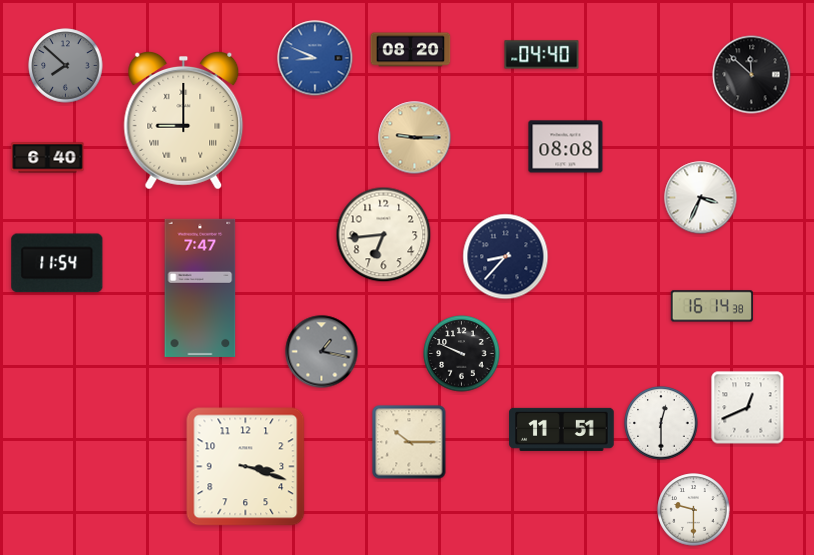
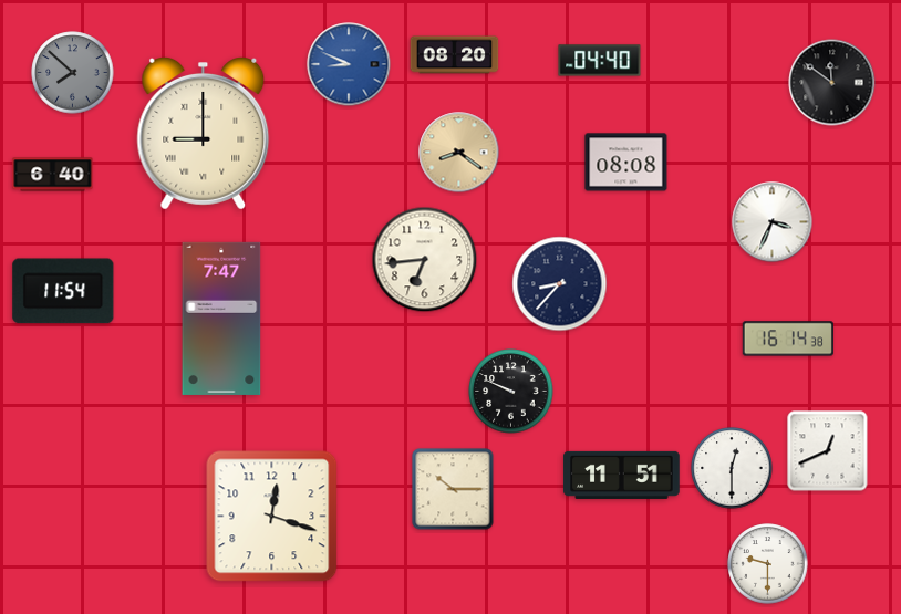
clock at (752, 75): 11:52 -> 11:51
clock at (415, 138): 9:15 -> 8:21
clock at (701, 198) position: (701, 198) -> (773, 222)
clock at (322, 352): 1:17 -> none
clock at (246, 467): 3:18 -> 12:18
